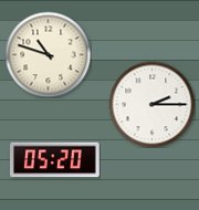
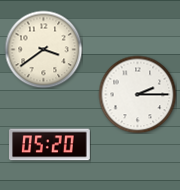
clock at (48, 54): 10:48 -> 3:39
